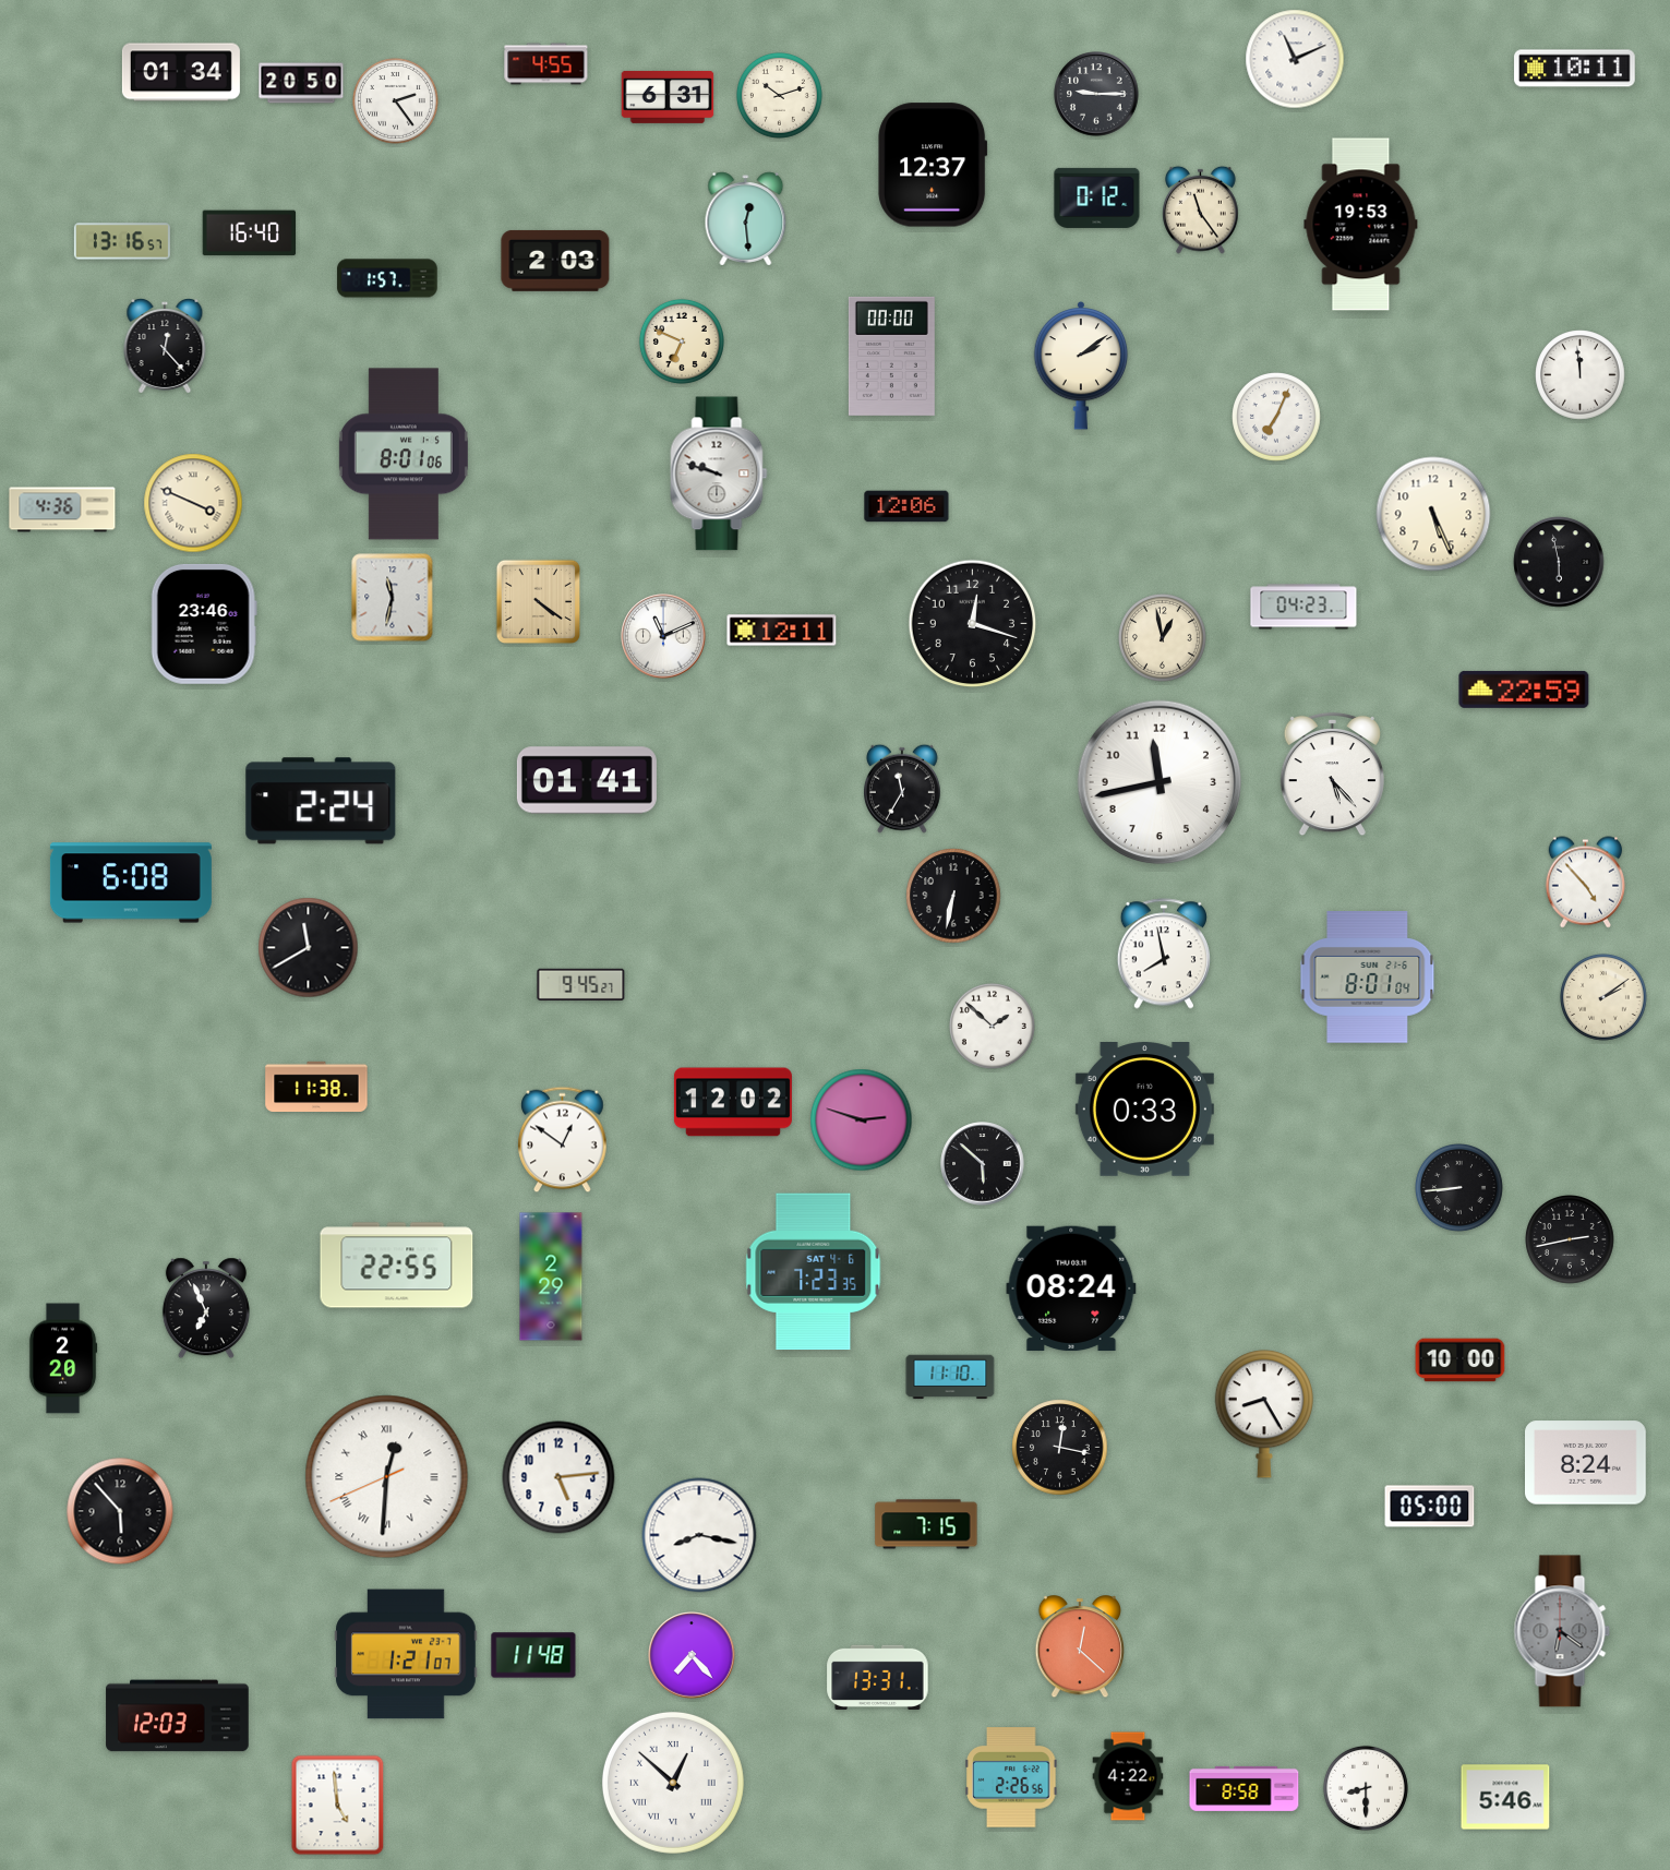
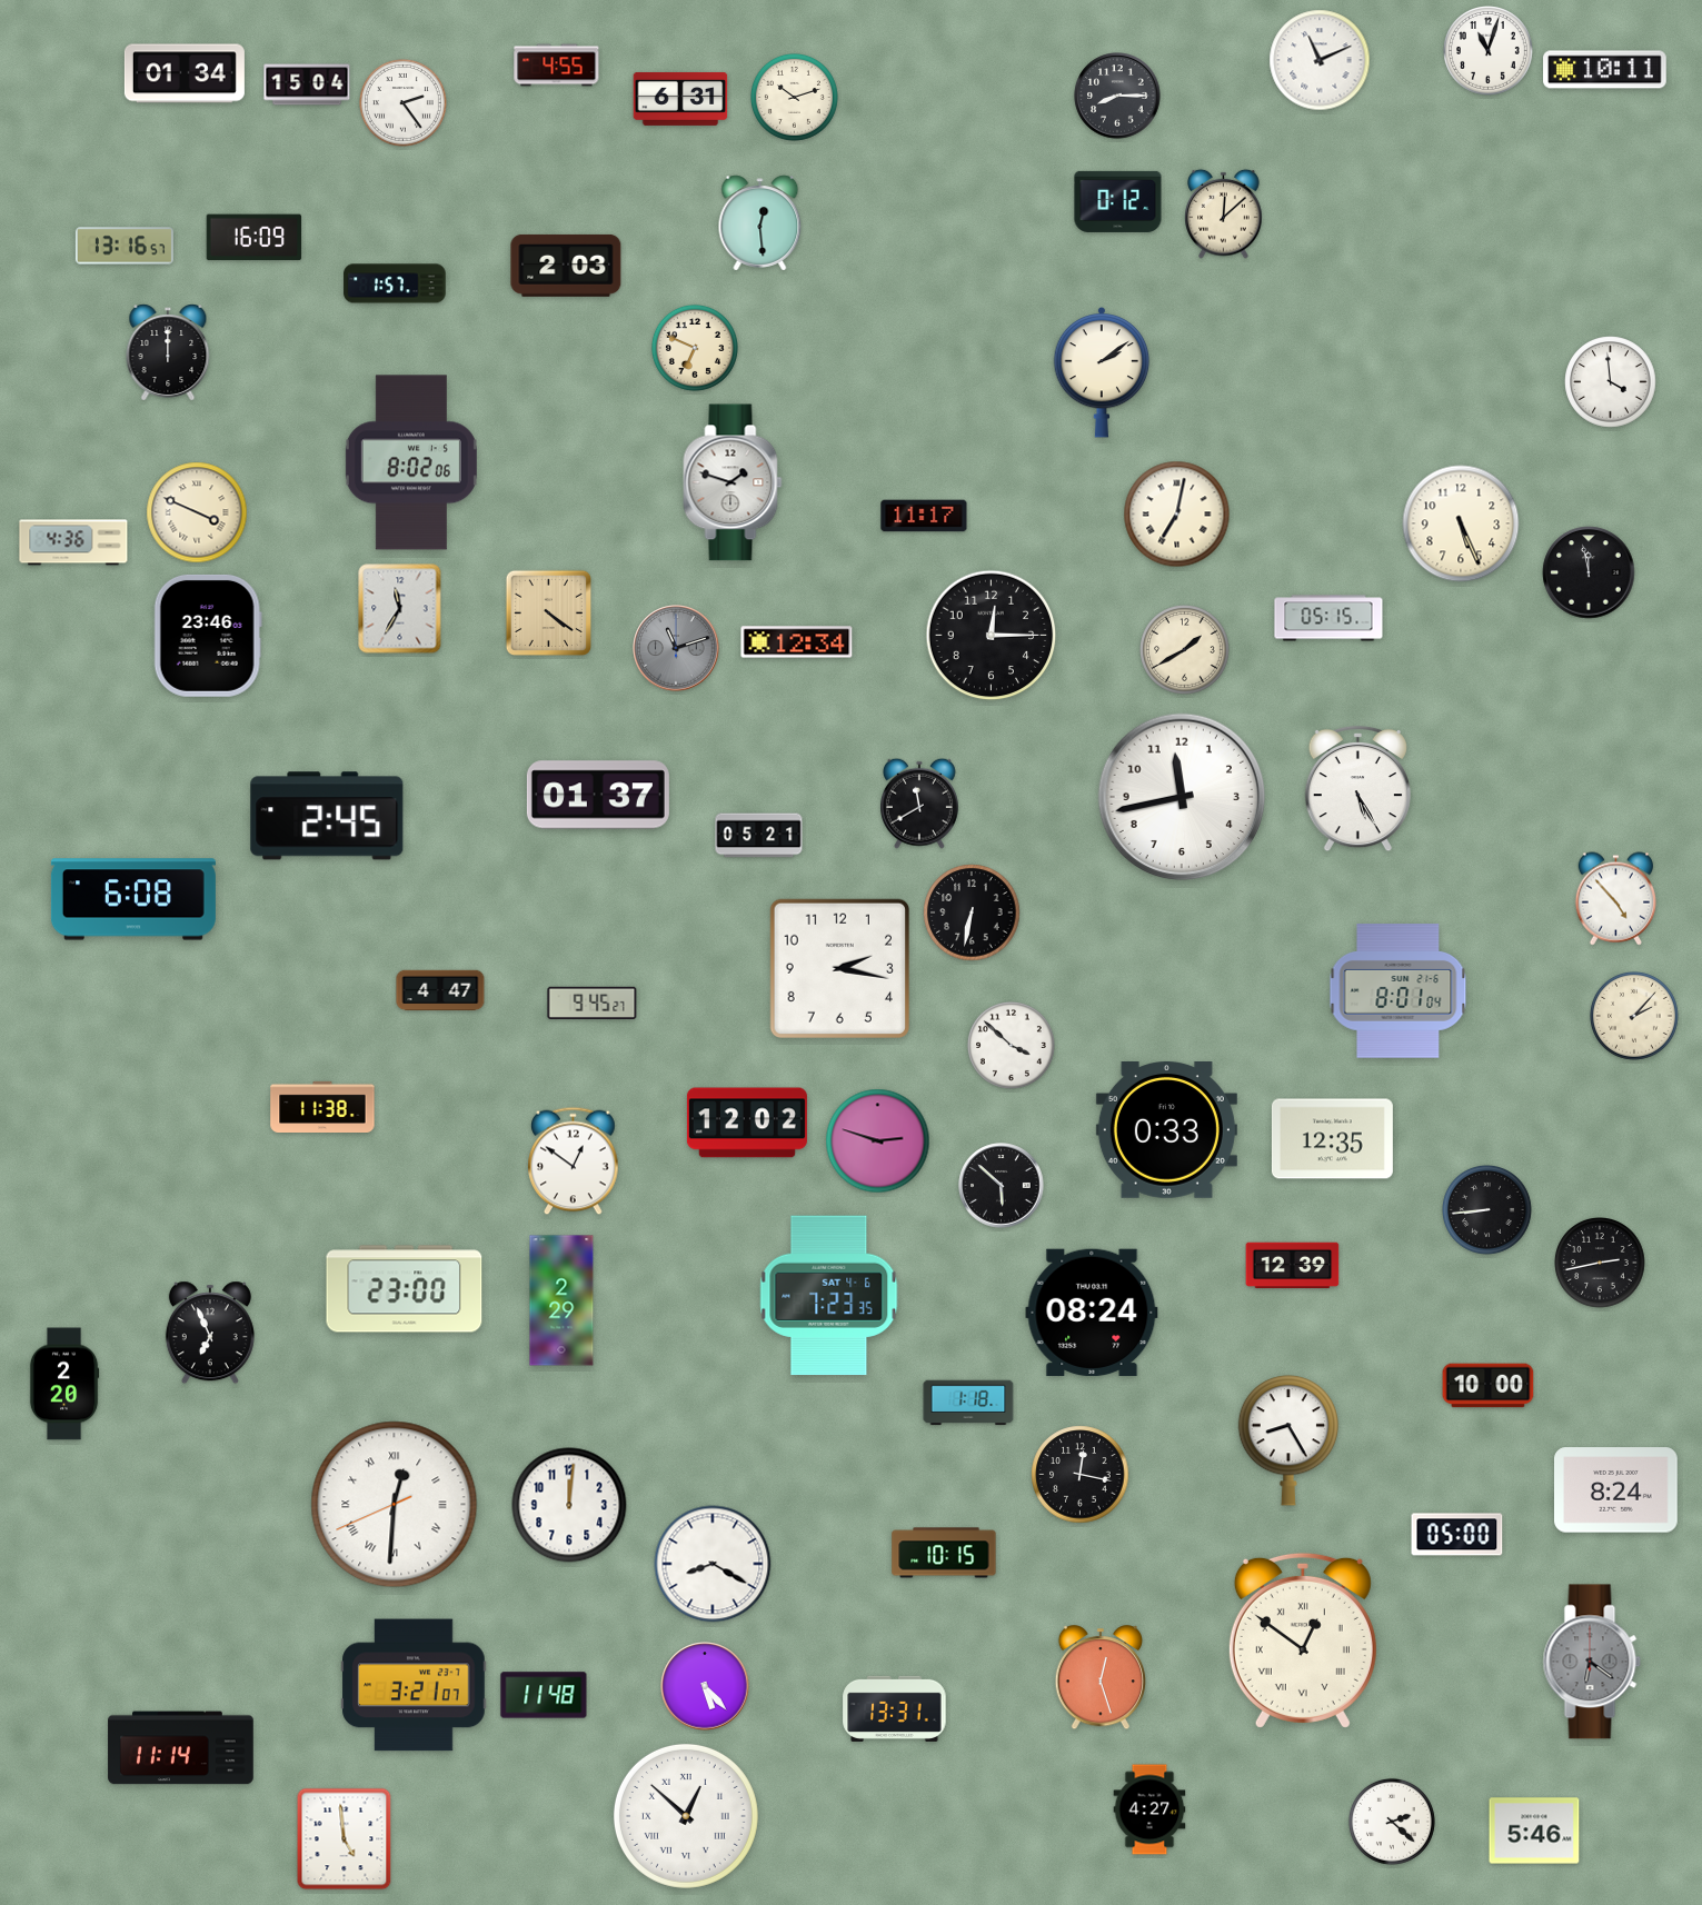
clock at (1489, 51): none -> 11:03
clock at (301, 83): 20:50 -> 15:04
clock at (1096, 94): 9:15 -> 8:15
clock at (933, 165): 12:37 -> none
clock at (1201, 209): 11:24 -> 12:08
clock at (1361, 225): 19:53 -> none
clock at (250, 233): 16:40 -> 16:09
clock at (165, 347): 12:23 -> 12:00
clock at (891, 356): 00:00 -> none
clock at (1581, 375): 11:59 -> 3:59
clock at (1277, 418): 7:04 -> none
clock at (404, 454): 8:01 -> 8:02
clock at (719, 474): 9:48 -> 1:48
clock at (1177, 515): none -> 7:02
clock at (906, 506): 12:06 -> 11:17
clock at (62, 510) position: (62, 510) -> (73, 542)
clock at (1559, 562): 5:58 -> 11:58
clock at (393, 598): 11:32 -> 11:35
clock at (1303, 607): 04:23 -> 05:15
clock at (973, 624): 12:18 -> 12:15
clock at (782, 631): 12:11 -> 12:34
clock at (663, 636): 11:11 -> 11:12
clock at (663, 636) dial: white -> grey
clock at (1163, 638): 12:58 -> 1:40
clock at (1524, 690): 22:59 -> none
clock at (1332, 775): 5:23 -> 5:25
clock at (587, 780): 01:41 -> 01:37
clock at (902, 789): 11:35 -> 11:40
clock at (321, 801): 2:24 -> 2:45
clock at (759, 836): none -> 05:21
clock at (309, 948): 11:40 -> none
clock at (839, 968): none -> 2:17
clock at (1164, 954): 7:58 -> none
clock at (440, 990): none -> 4:47
clock at (1368, 978) position: (1368, 978) -> (1399, 991)
clock at (1603, 997): 2:09 -> 2:07
clock at (992, 1026): 1:52 -> 3:52
clock at (1332, 1139): none -> 12:35
clock at (1293, 1266): none -> 12:39
clock at (397, 1266): 22:55 -> 23:00
clock at (950, 1377): 11:10 -> 1:18
clock at (558, 1477): 5:14 -> 12:01
clock at (120, 1511): 5:53 -> none
clock at (926, 1524): 7:15 -> 10:15
clock at (699, 1535): 8:17 -> 8:20
clock at (1303, 1640): none -> 12:51
clock at (1080, 1647): 12:22 -> 12:27
clock at (406, 1654): 1:21 -> 3:21
clock at (533, 1655) position: (533, 1655) -> (544, 1695)
clock at (692, 1655): 7:23 -> 5:23
clock at (178, 1716): 12:03 -> 11:14
clock at (1128, 1776): 4:22 -> 4:27
clock at (1011, 1777): 2:26 -> none
clock at (1245, 1788): 8:58 -> none
clock at (1366, 1788): 8:30 -> 2:22
